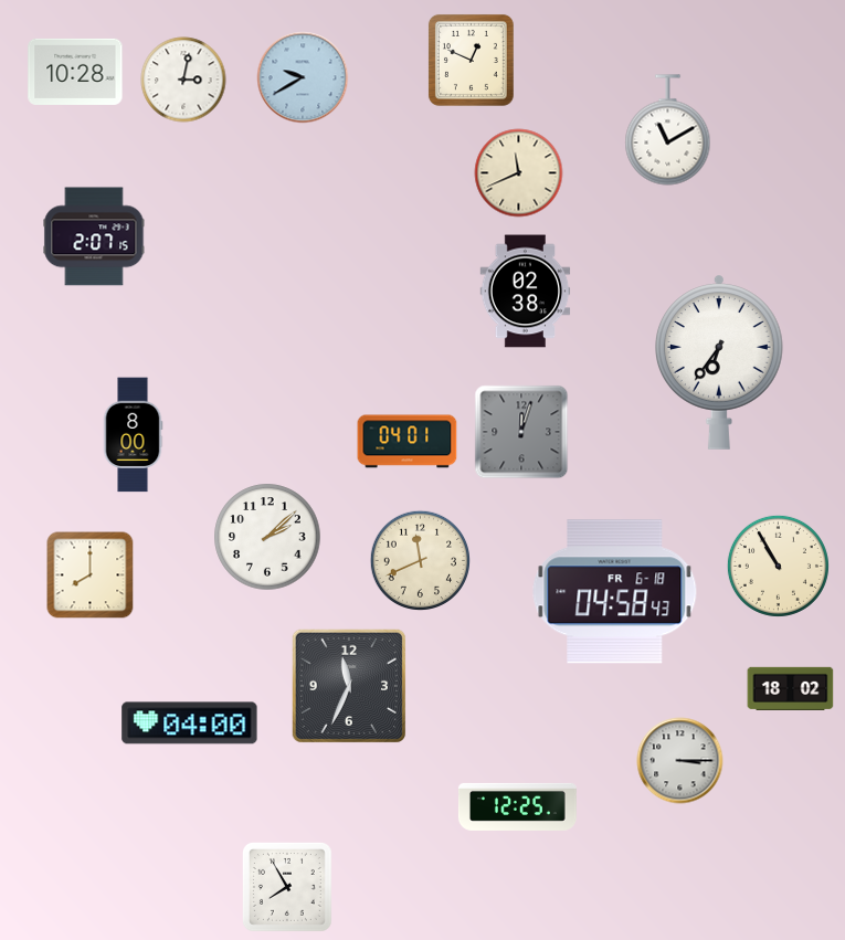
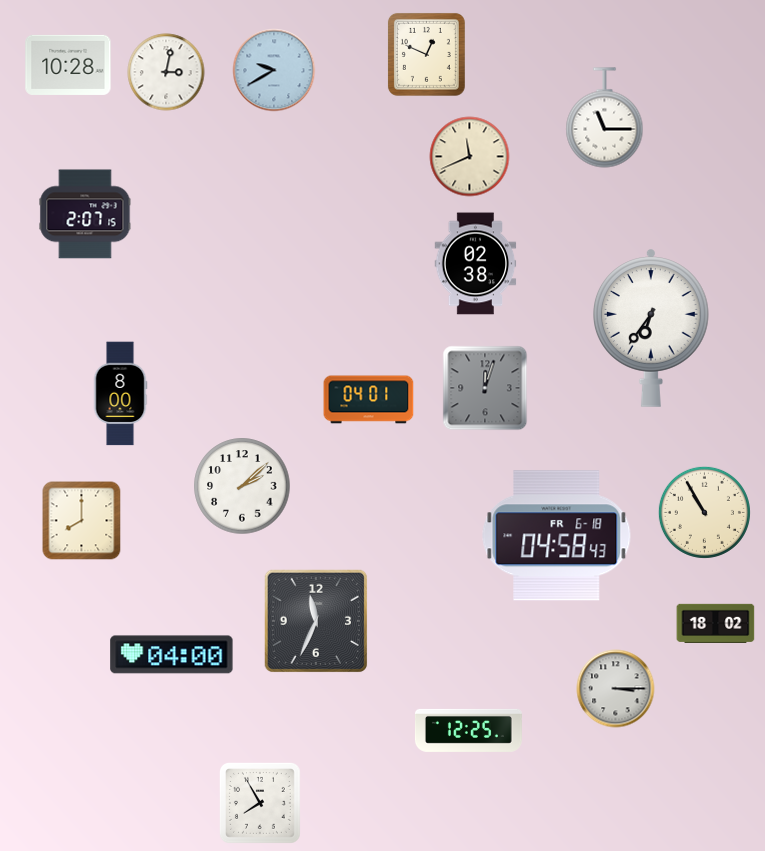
clock at (668, 130): 11:10 -> 11:15
clock at (521, 432) position: (521, 432) -> (485, 388)
clock at (421, 561): 11:41 -> none
